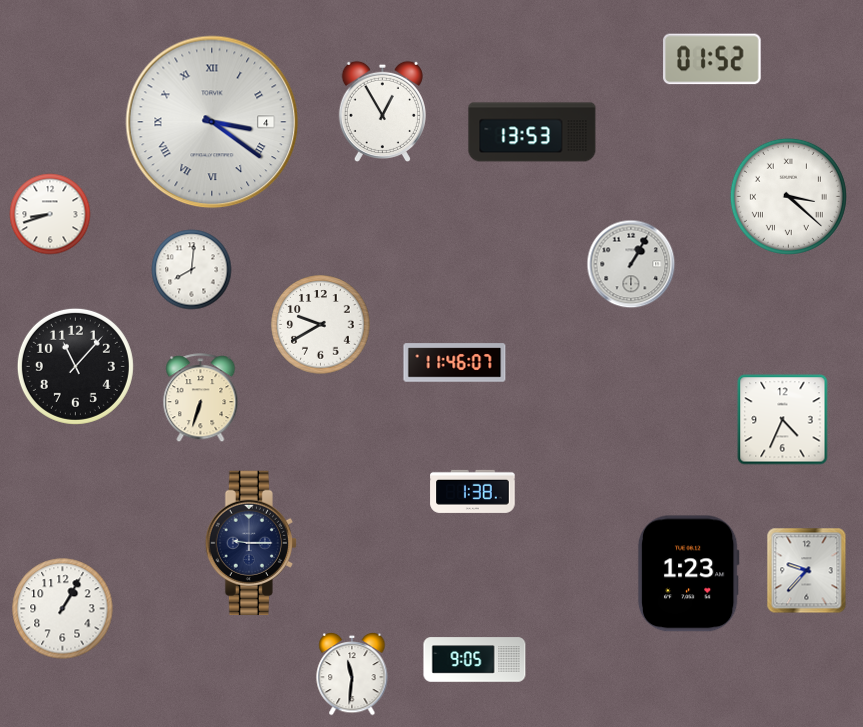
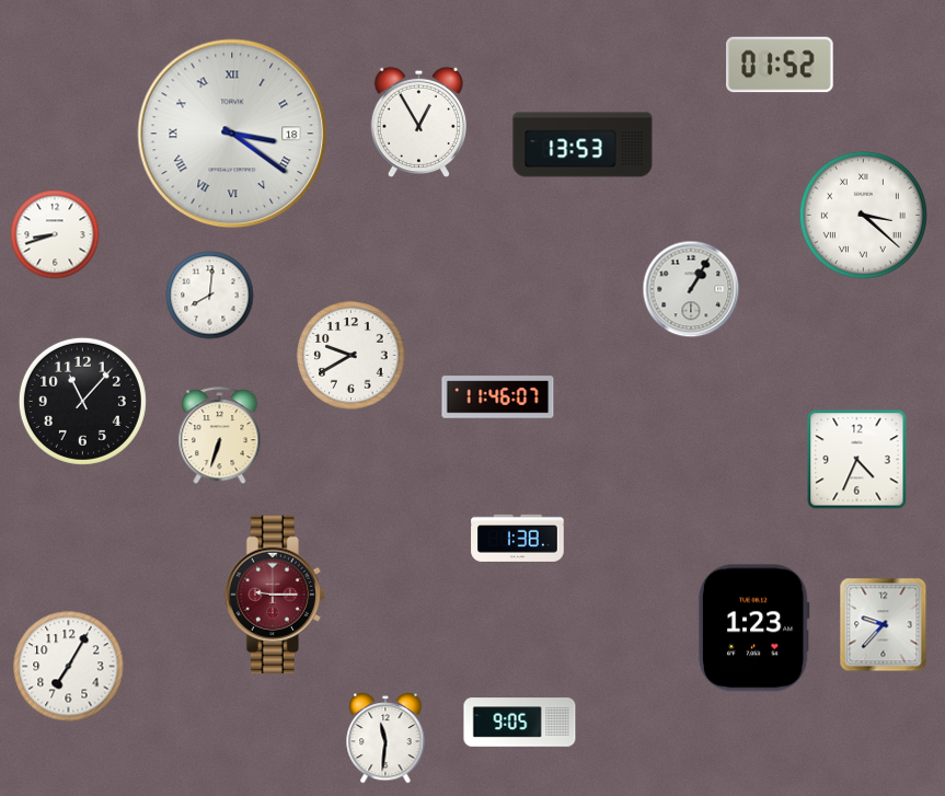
clock at (212, 122) date: 4 -> 18
clock at (250, 543) dial: navy -> burgundy
clock at (63, 609): 1:05 -> 7:05
